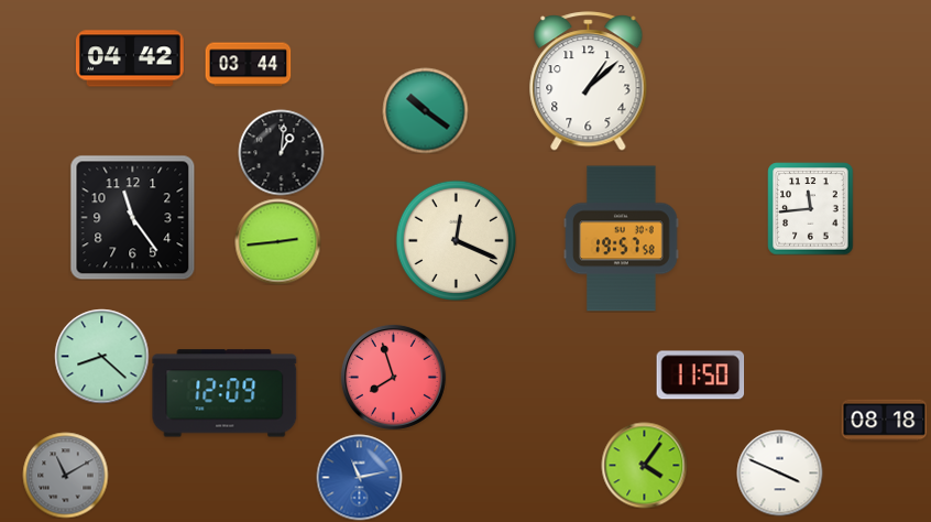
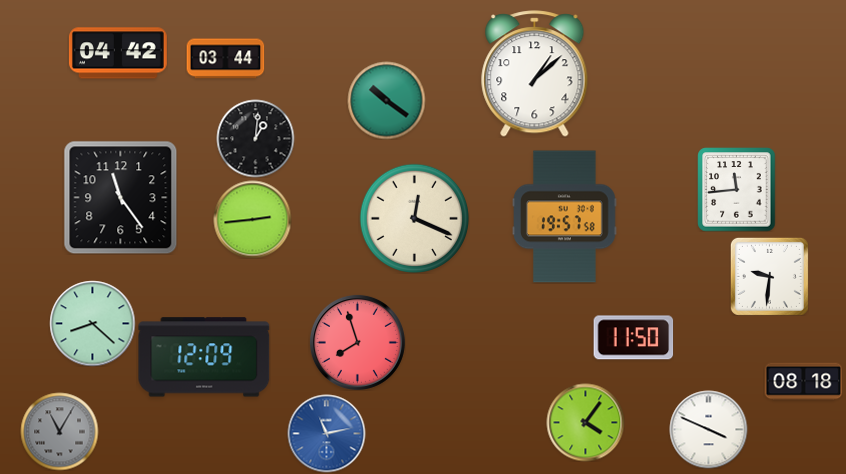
clock at (769, 276): none -> 9:31
clock at (700, 376) position: (700, 376) -> (633, 338)
clock at (65, 475): 11:10 -> 11:05
